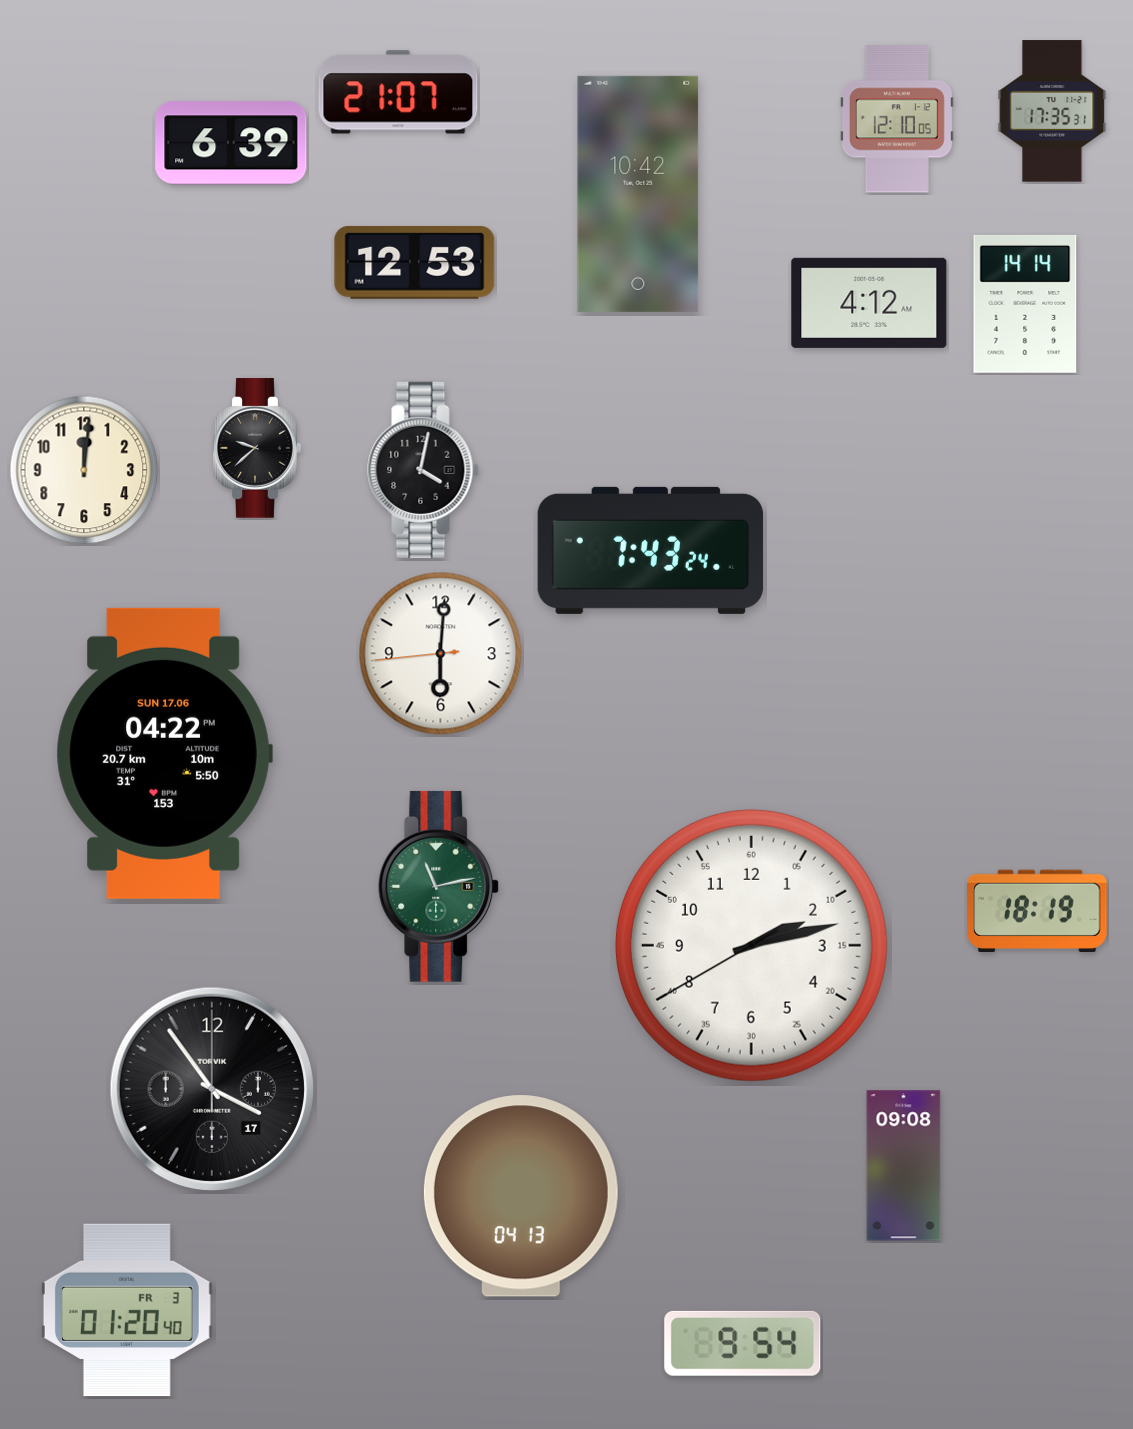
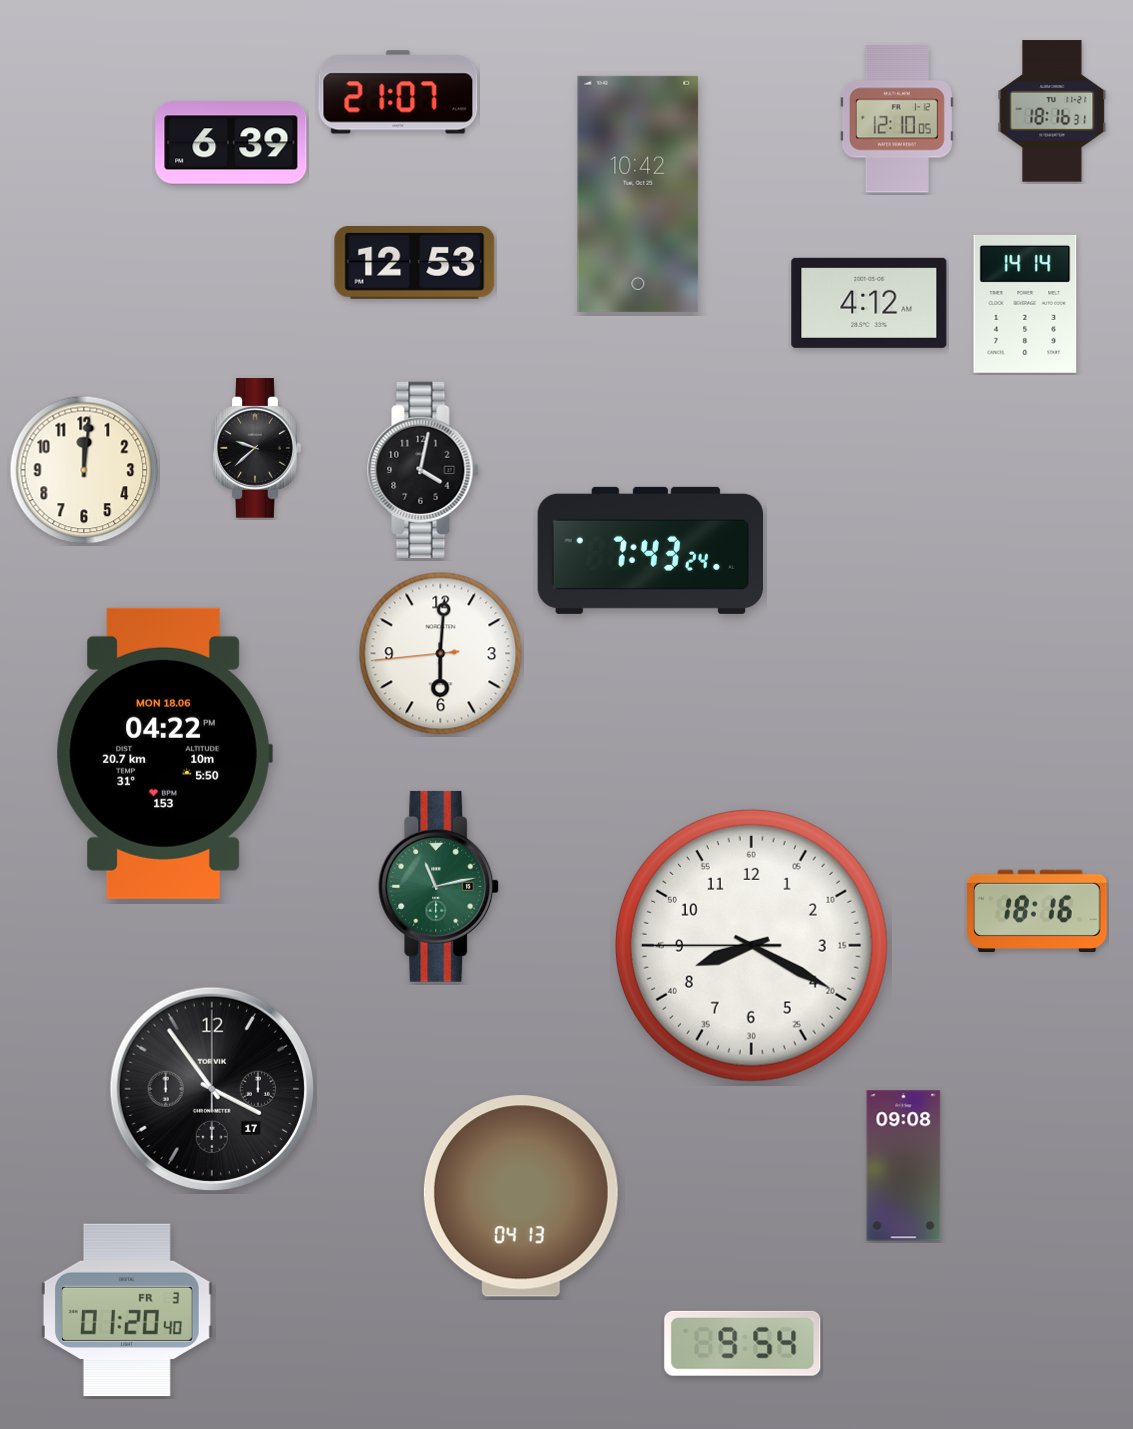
clock at (1052, 111): 17:35 -> 18:16
clock at (164, 753) date: SUN 17.06 -> MON 18.06
clock at (1038, 910): 18:19 -> 18:16
clock at (751, 945): 2:12 -> 8:19
